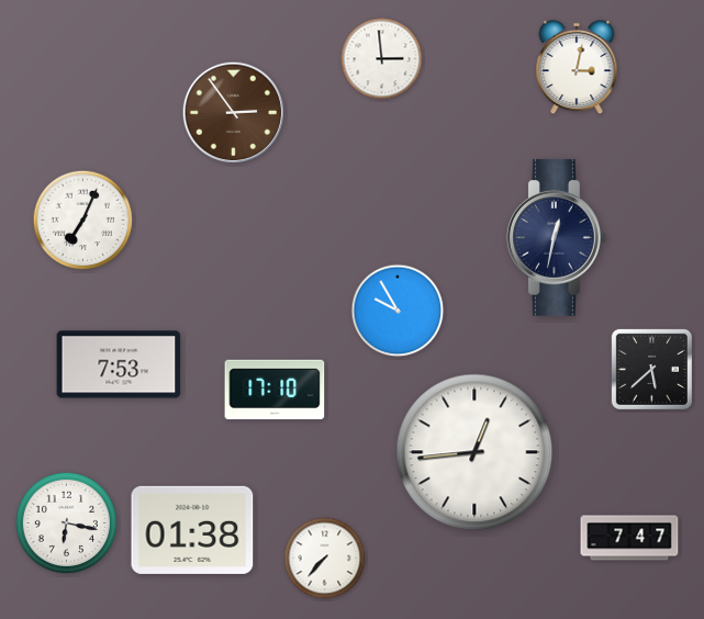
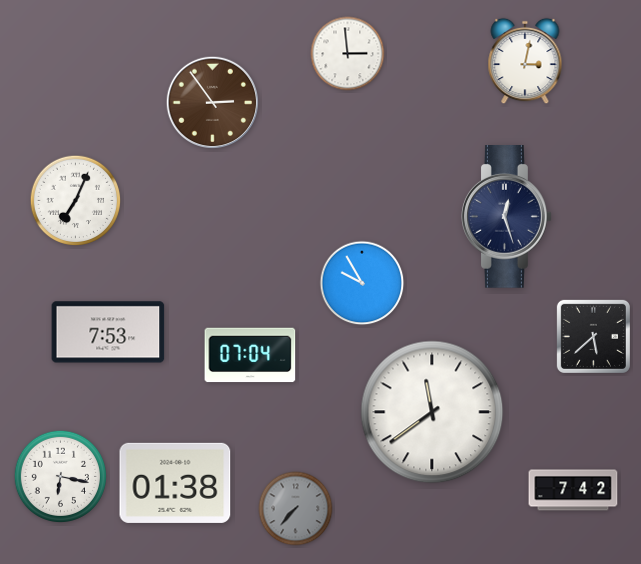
clock at (557, 238): 12:32 -> 12:27
clock at (275, 390): 17:10 -> 07:04
clock at (474, 452): 12:44 -> 11:39
clock at (629, 538): 7:47 -> 7:42
clock at (325, 559) dial: white -> grey
